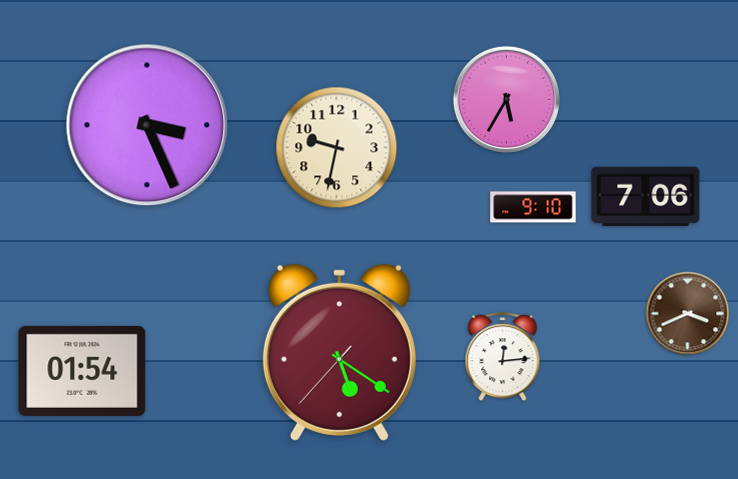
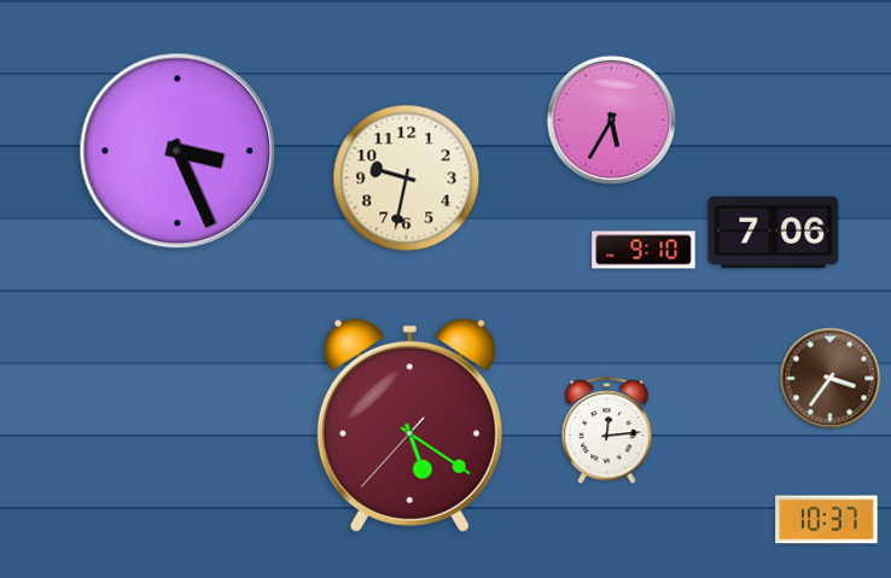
clock at (646, 197) position: (646, 197) -> (774, 233)
clock at (688, 314): 3:41 -> 3:36
clock at (82, 371): 01:54 -> none
clock at (827, 520): none -> 10:37
